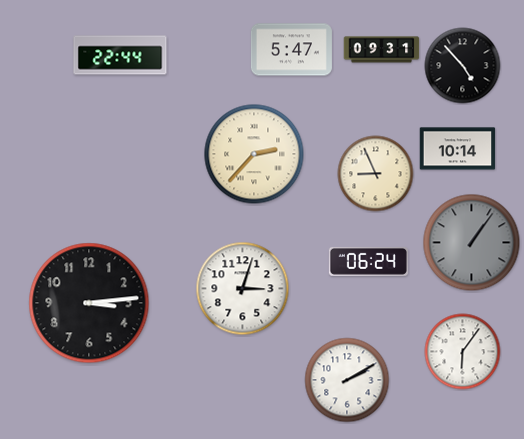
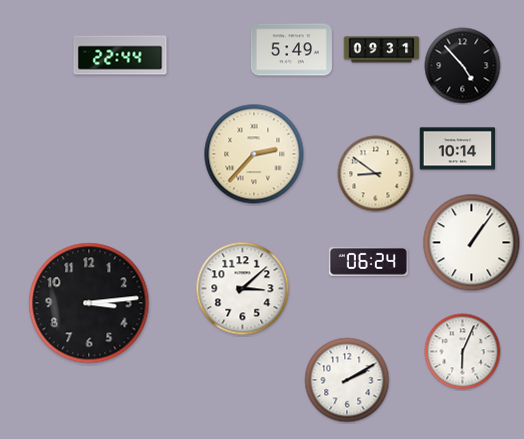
clock at (291, 50): 5:47 -> 5:49
clock at (376, 174): 8:56 -> 8:51
clock at (472, 243) dial: grey -> white
clock at (243, 289): 3:03 -> 3:08
clock at (463, 352): 6:06 -> 6:04
